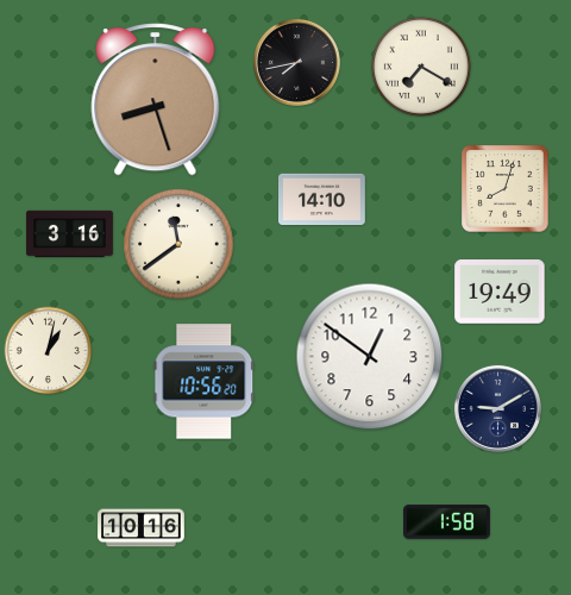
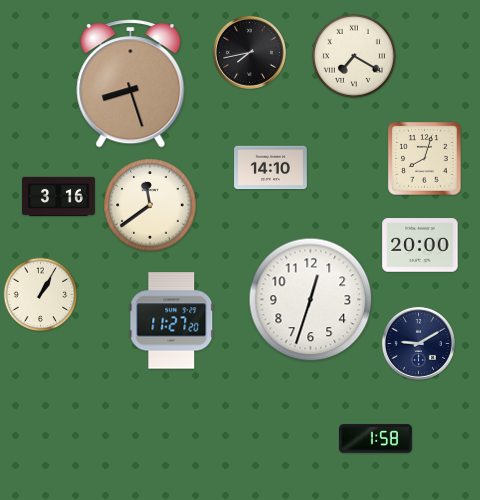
clock at (500, 292): 19:49 -> 20:00
clock at (49, 351): 1:02 -> 1:05
clock at (370, 357): 12:51 -> 12:33
clock at (205, 382): 10:56 -> 11:27
clock at (142, 528): 10:16 -> none
